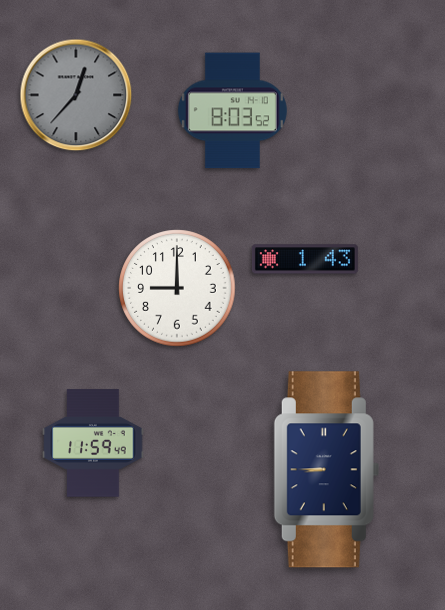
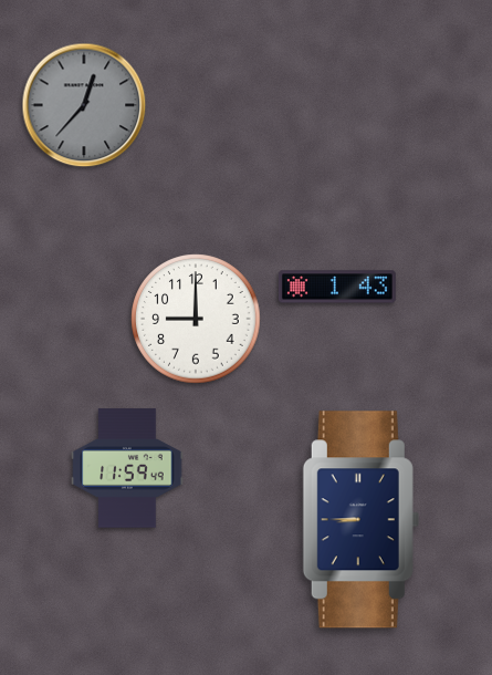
clock at (232, 111): 8:03 -> none
clock at (93, 443) position: (93, 443) -> (127, 468)
